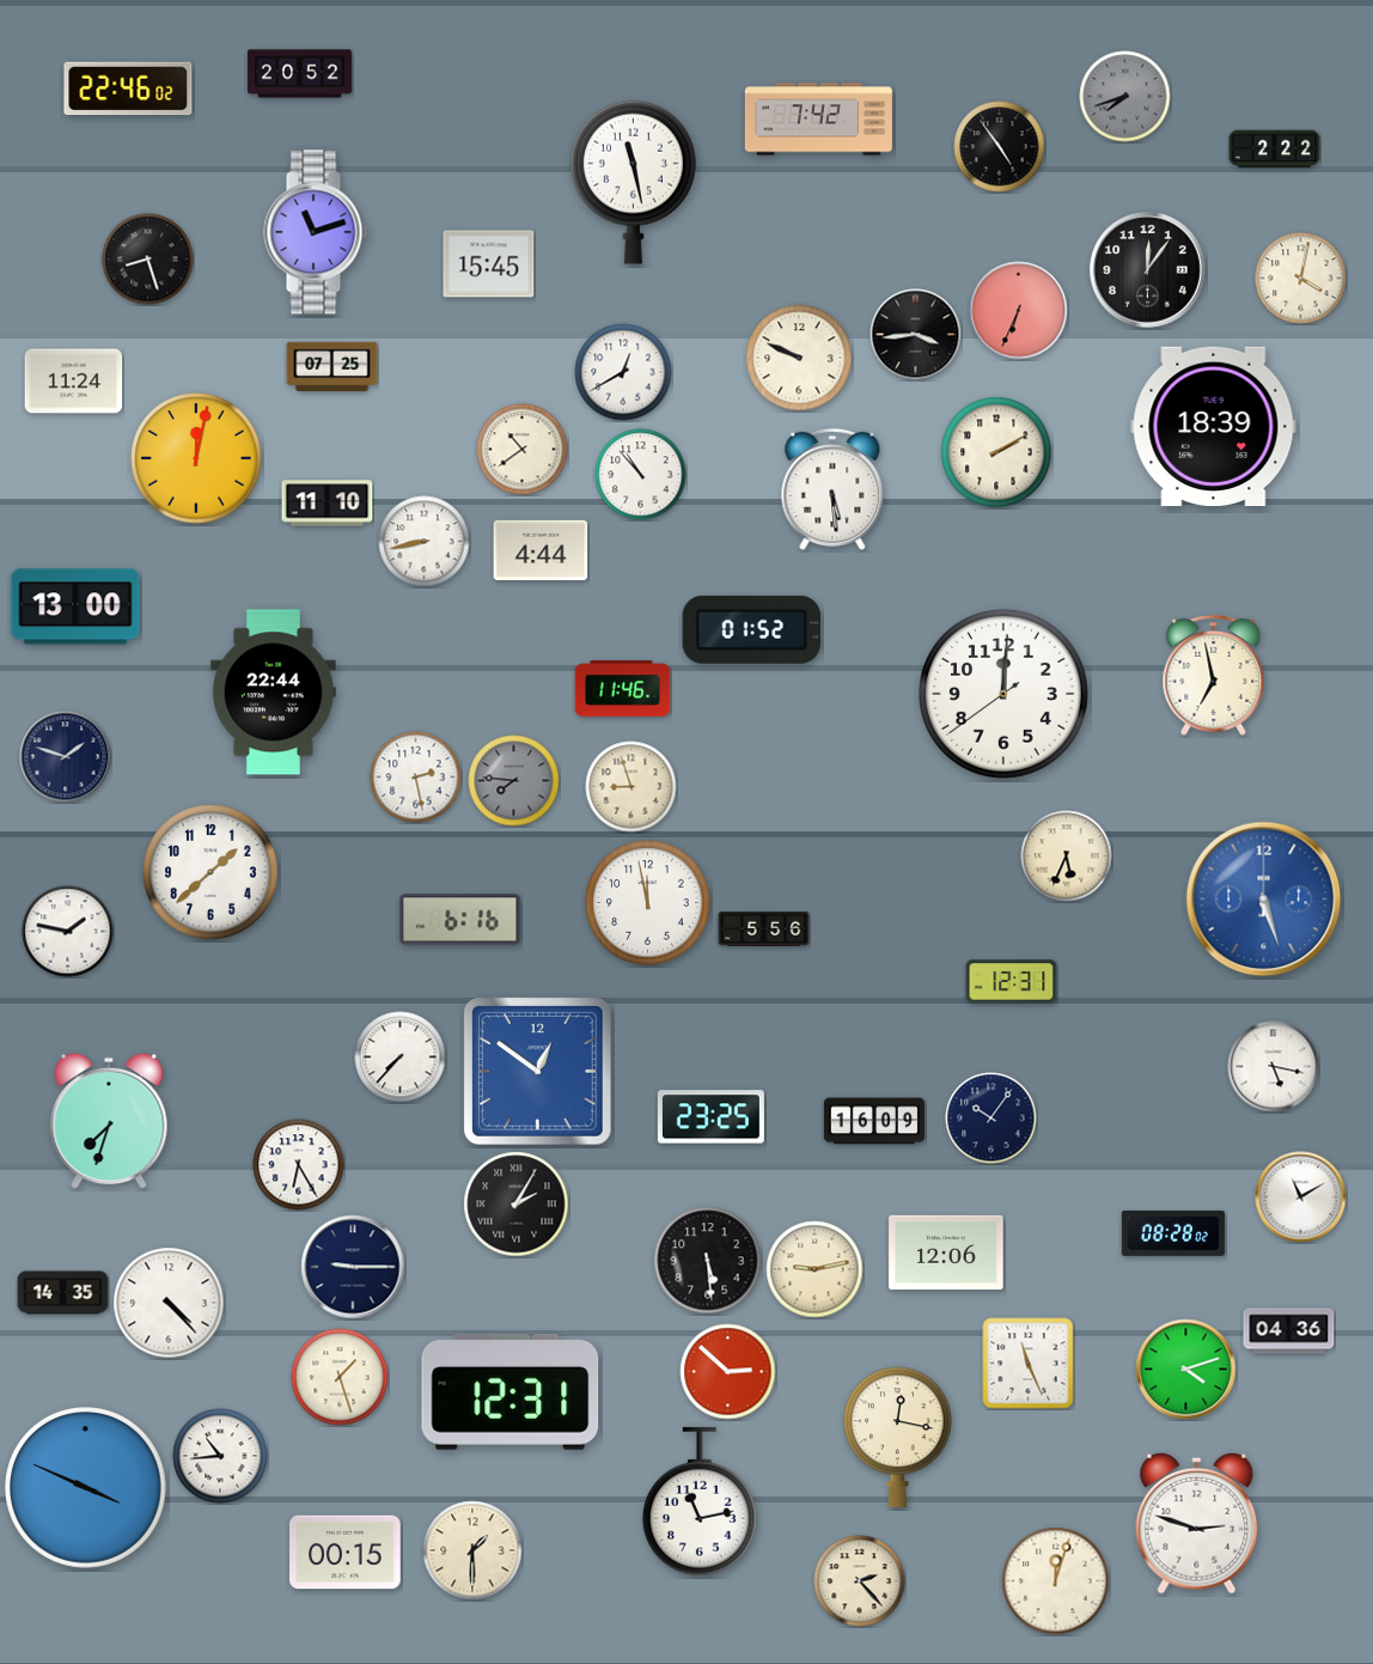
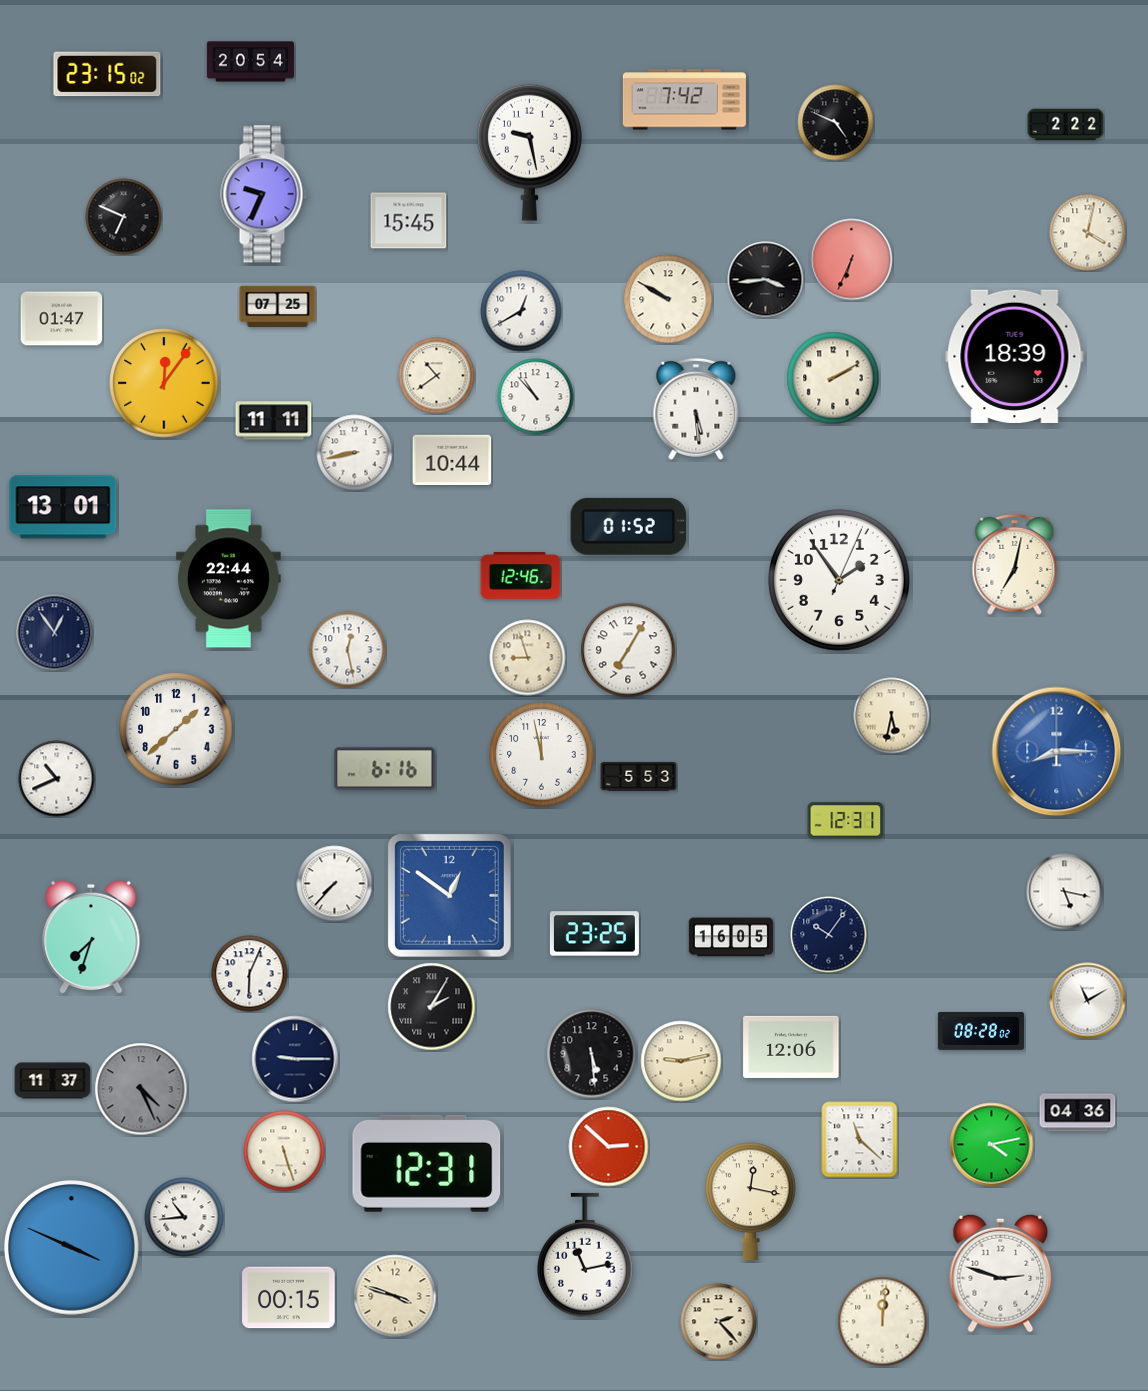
clock at (299, 74): 20:52 -> 20:54
clock at (128, 89): 22:46 -> 23:15
clock at (1125, 97): 7:42 -> none
clock at (1000, 147): 4:54 -> 4:49
clock at (633, 182): 11:28 -> 9:28
clock at (316, 232): 11:12 -> 9:34
clock at (148, 260): 8:27 -> 6:49
clock at (1148, 270): 12:06 -> none
clock at (799, 358): 9:49 -> 9:50
clock at (74, 382): 11:24 -> 01:47
clock at (196, 458): 12:02 -> 12:06
clock at (328, 504): 11:10 -> 11:11
clock at (541, 550): 4:44 -> 10:44
clock at (75, 607): 13:00 -> 13:01
clock at (1214, 675): 6:58 -> 7:02
clock at (623, 689): 11:46 -> 12:46
clock at (1003, 694): 12:00 -> 1:54
clock at (66, 757): 1:48 -> 12:54
clock at (416, 778): 2:28 -> 12:28
clock at (628, 650): none -> 7:05
clock at (514, 781): 7:46 -> none
clock at (1067, 857): 5:34 -> 5:32
clock at (1264, 900): 5:27 -> 8:15
clock at (764, 929): 5:56 -> 5:53
clock at (68, 932): 1:47 -> 10:41
clock at (874, 1121): 16:09 -> 16:05
clock at (299, 1165): 6:25 -> 6:04
clock at (63, 1293): 14:35 -> 11:37
clock at (169, 1303): 4:23 -> 4:26
clock at (169, 1303) dial: white -> grey
clock at (1029, 1364): 11:26 -> 11:22
clock at (1186, 1370): 4:12 -> 4:13
clock at (340, 1377): 1:27 -> 5:27
clock at (86, 1488) position: (86, 1488) -> (72, 1248)
clock at (472, 1550): 1:30 -> 3:48
clock at (1056, 1581): 12:03 -> 12:01
